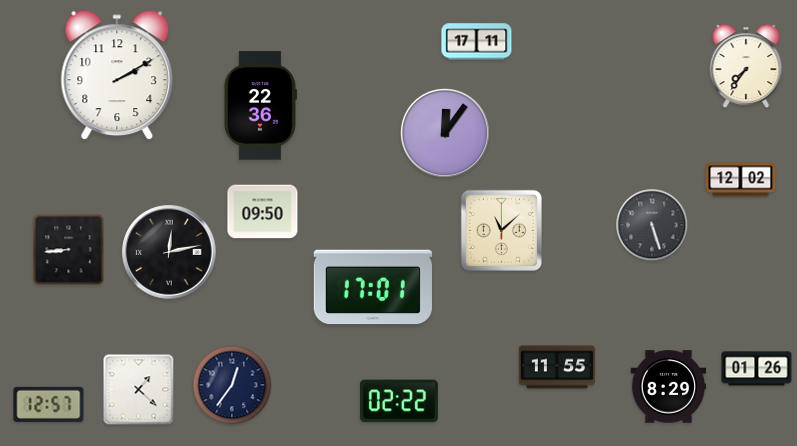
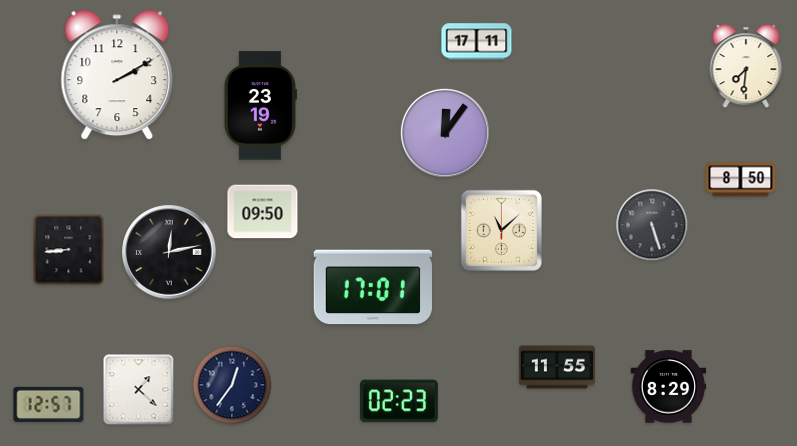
clock at (746, 67): 7:36 -> 7:31
clock at (260, 106): 22:36 -> 23:19
clock at (741, 180): 12:02 -> 8:50
clock at (757, 369): 01:26 -> none
clock at (399, 401): 02:22 -> 02:23
